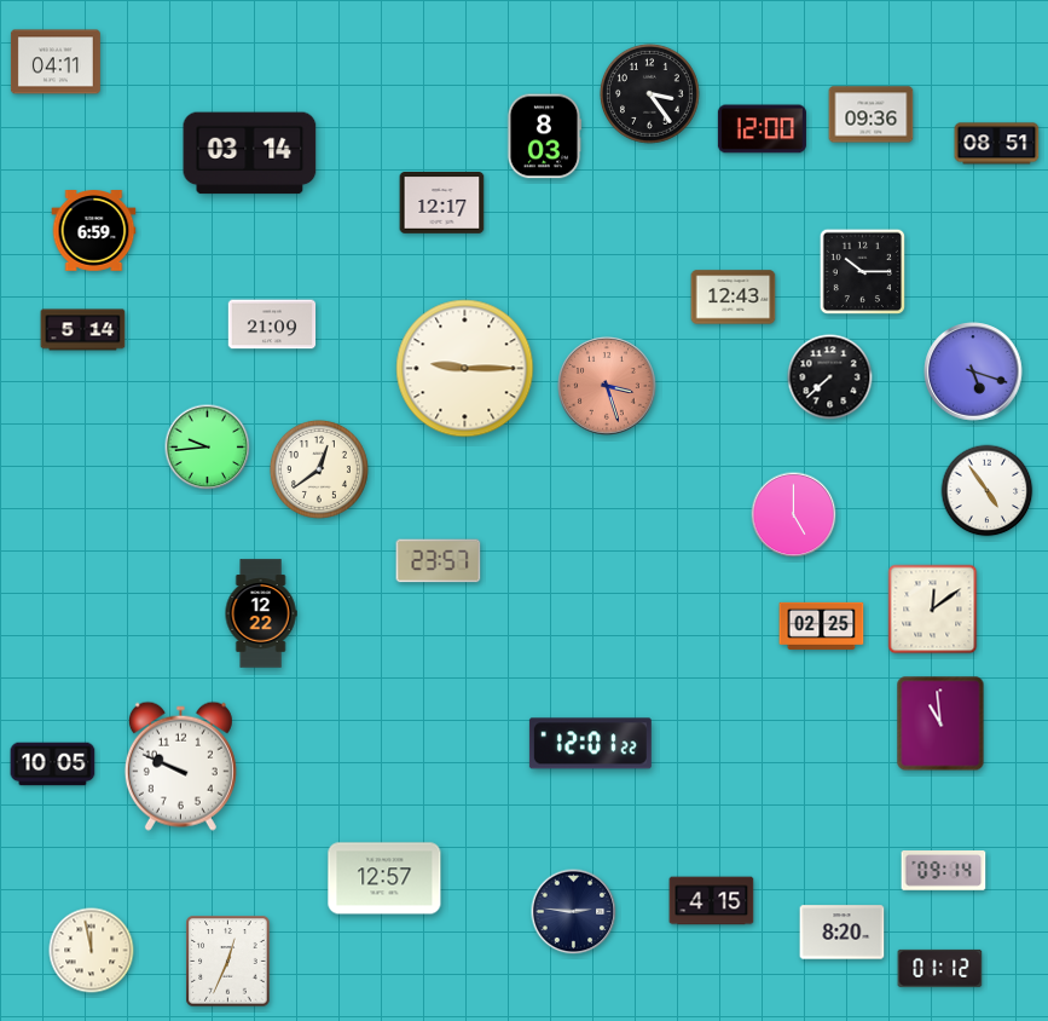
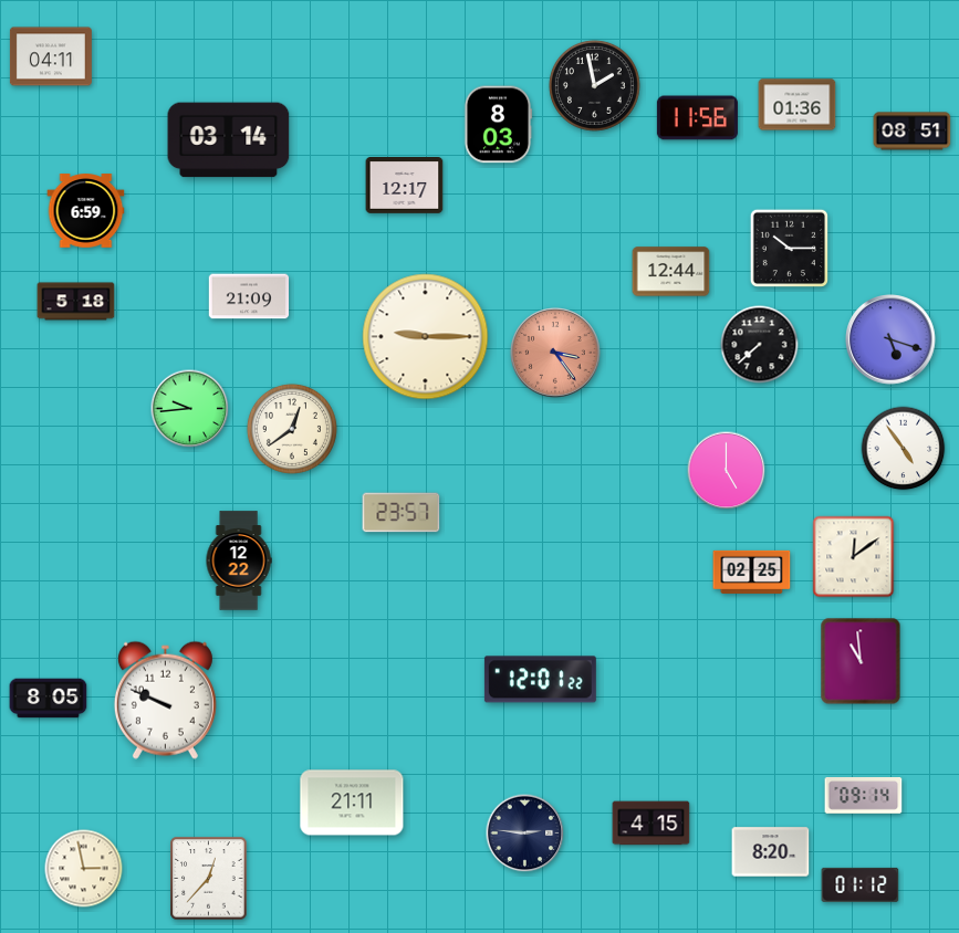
clock at (649, 93): 3:24 -> 1:58
clock at (872, 115): 09:36 -> 01:36
clock at (762, 129): 12:00 -> 11:56
clock at (734, 298): 12:43 -> 12:44
clock at (83, 330): 5:14 -> 5:18
clock at (607, 386): 3:27 -> 3:24
clock at (53, 765): 10:05 -> 8:05
clock at (384, 878): 12:57 -> 21:11
clock at (92, 951): 11:58 -> 2:58
clock at (228, 962): 12:34 -> 12:37
